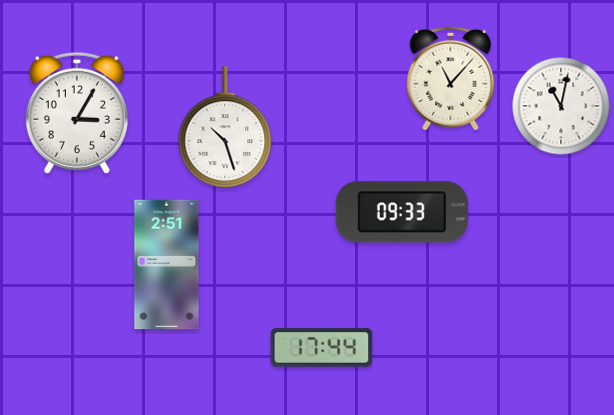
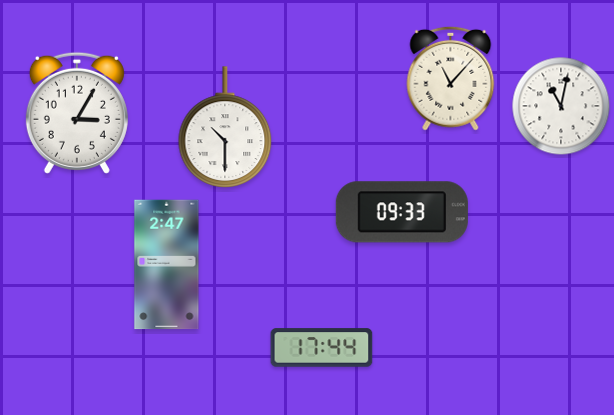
clock at (225, 127): 10:27 -> 10:30
clock at (167, 265): 2:51 -> 2:47
